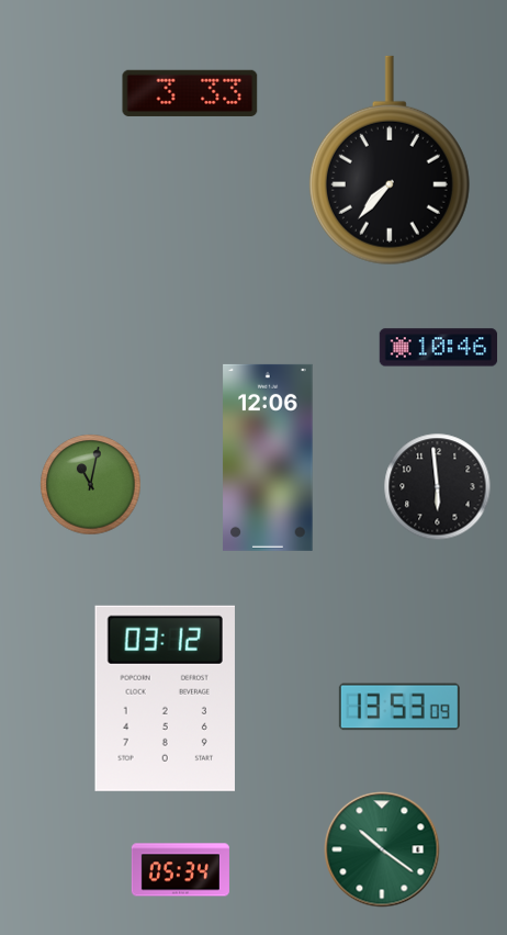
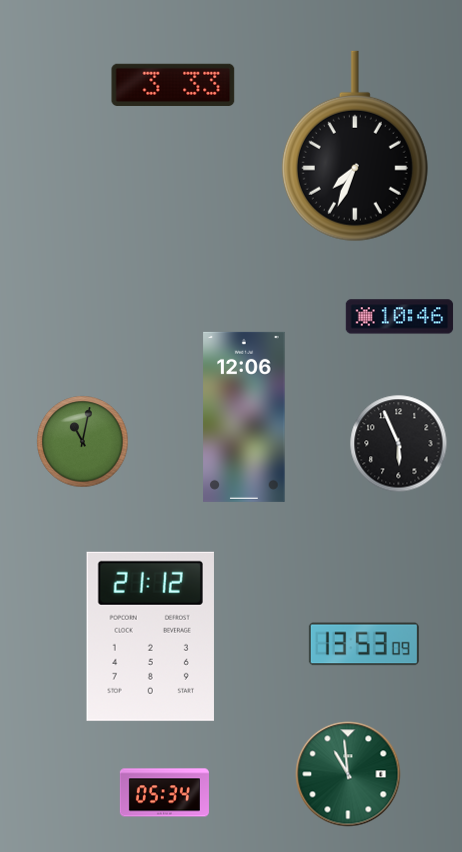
clock at (390, 160): 7:37 -> 7:34
clock at (438, 487): 5:59 -> 5:56
clock at (165, 698): 03:12 -> 21:12
clock at (382, 849): 10:21 -> 10:59
